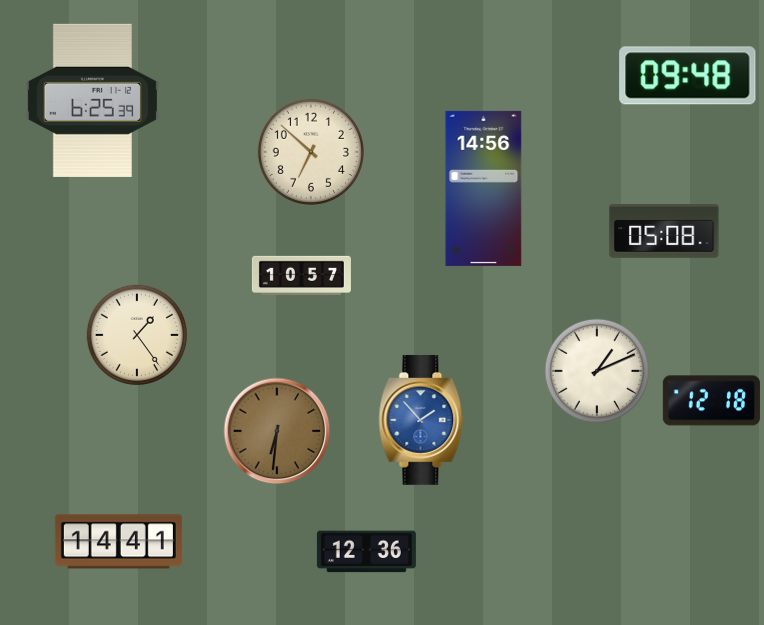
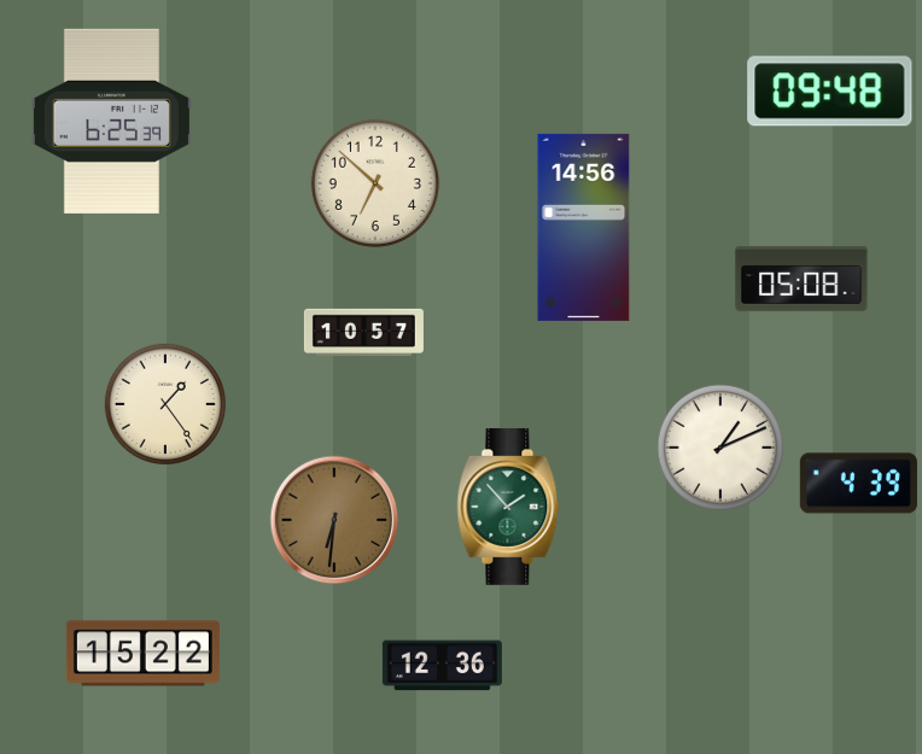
clock at (711, 401): 12:18 -> 4:39
clock at (421, 420) dial: blue -> green
clock at (118, 542): 14:41 -> 15:22
